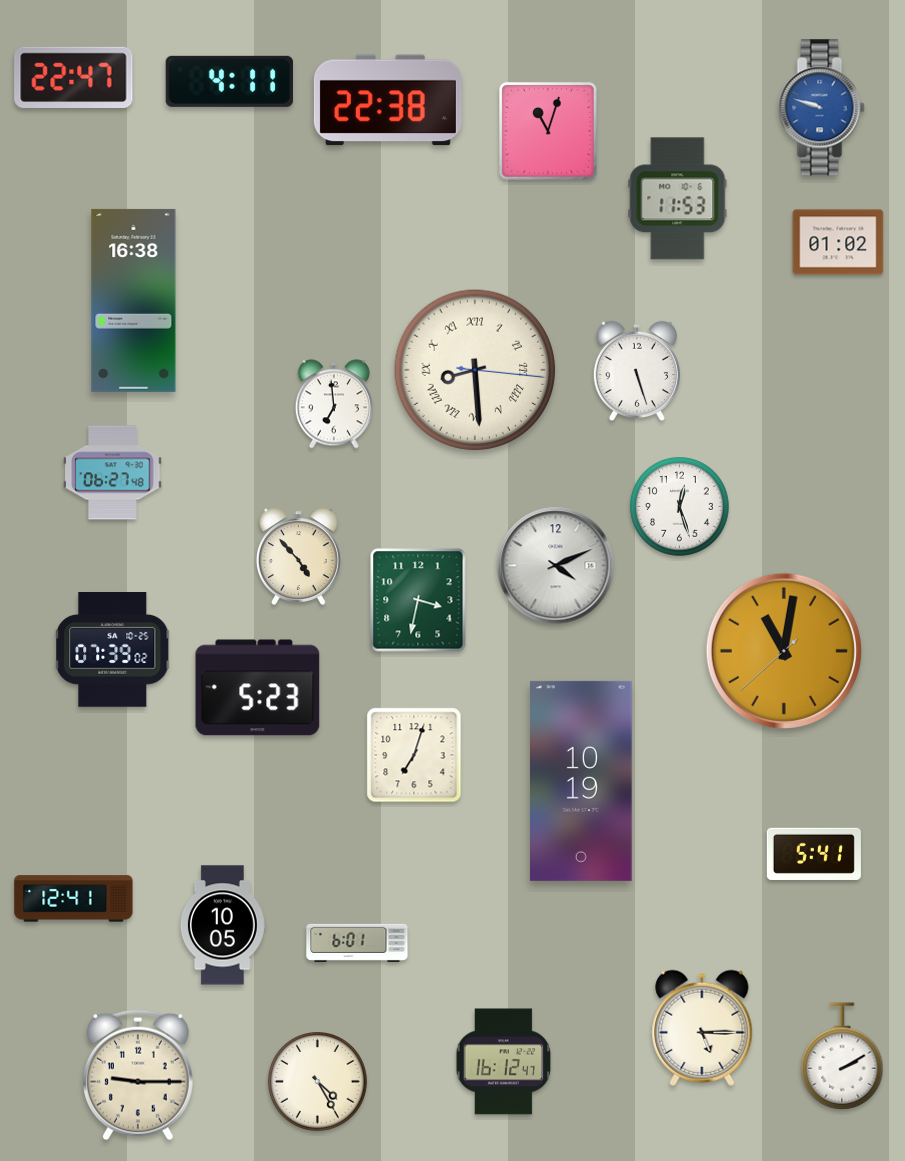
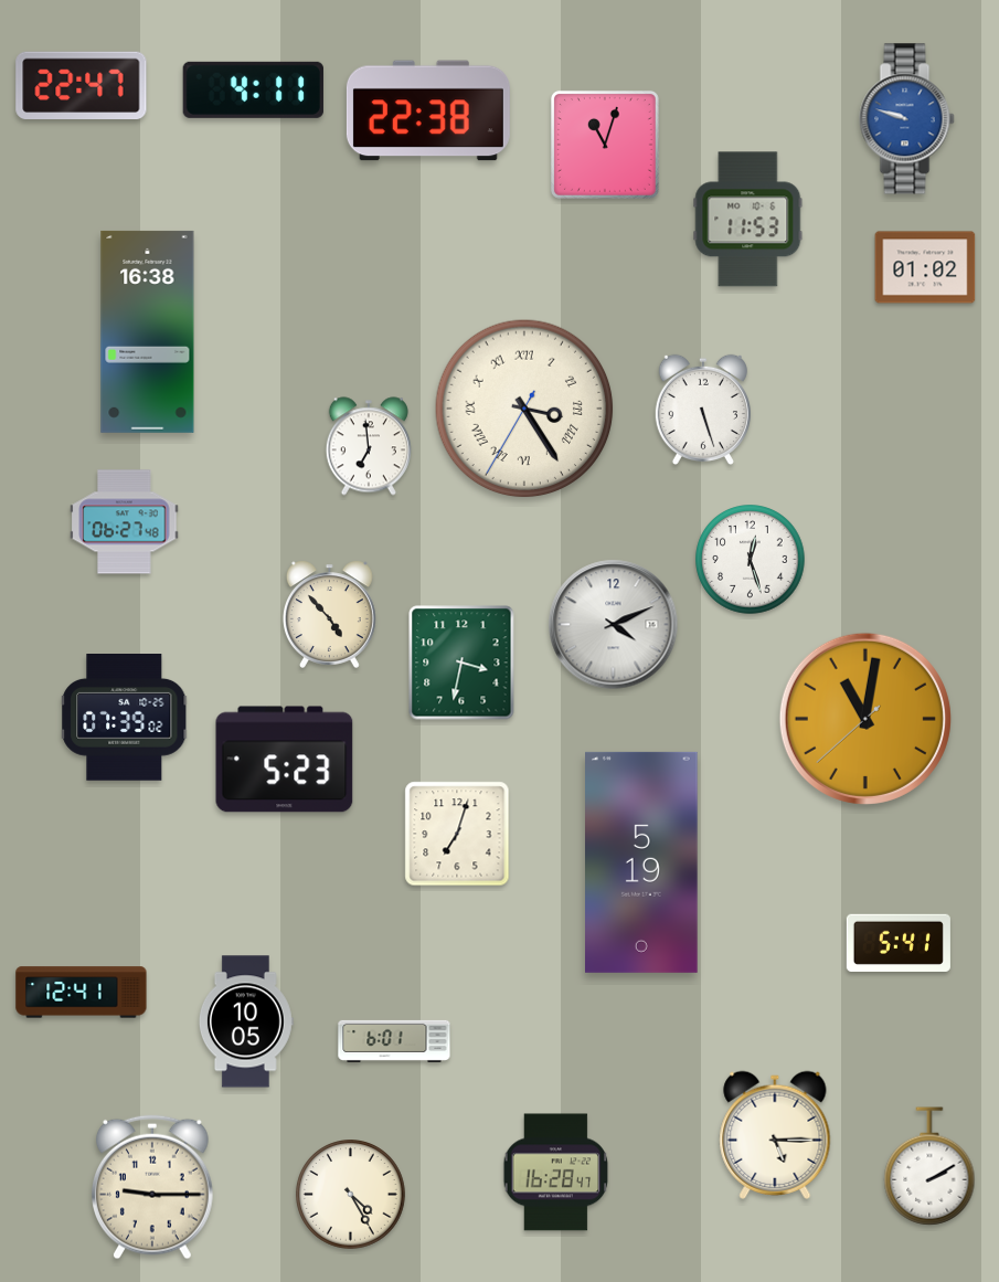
clock at (475, 370): 8:29 -> 3:24
clock at (582, 781): 10:19 -> 5:19
clock at (504, 1062): 16:12 -> 16:28
